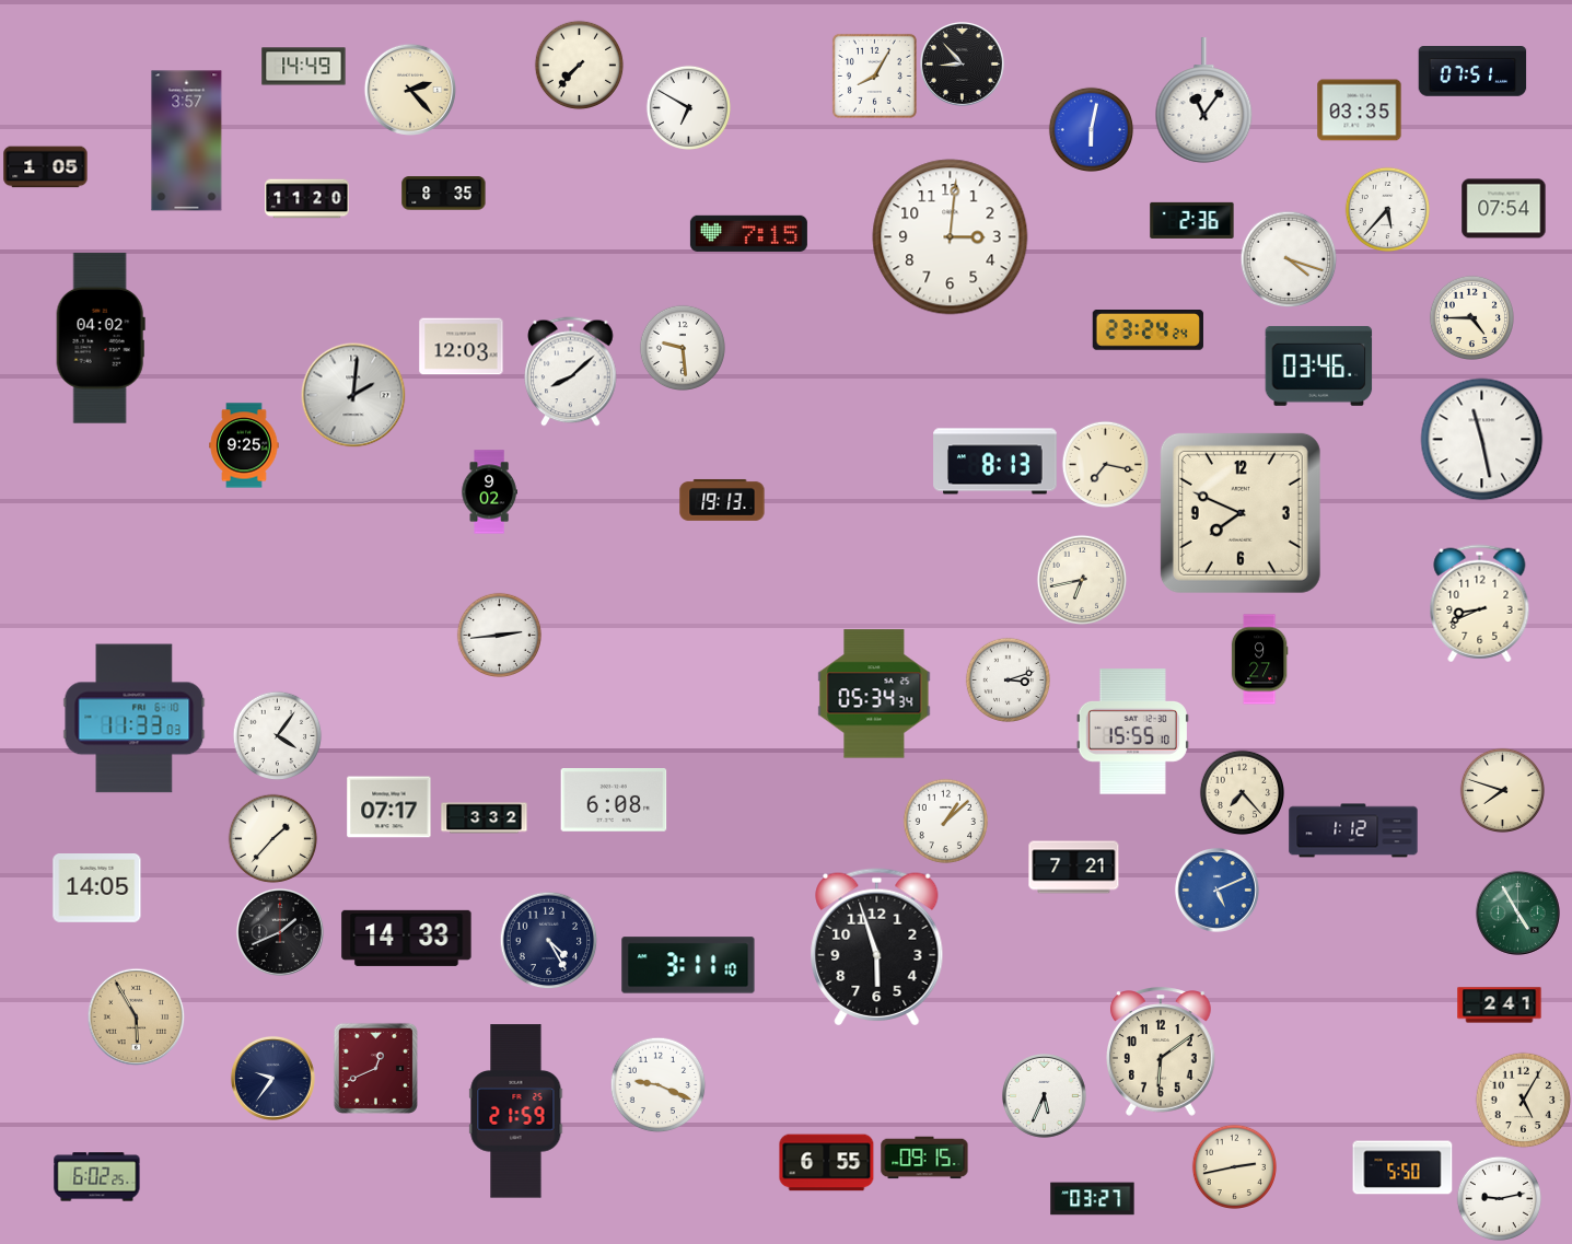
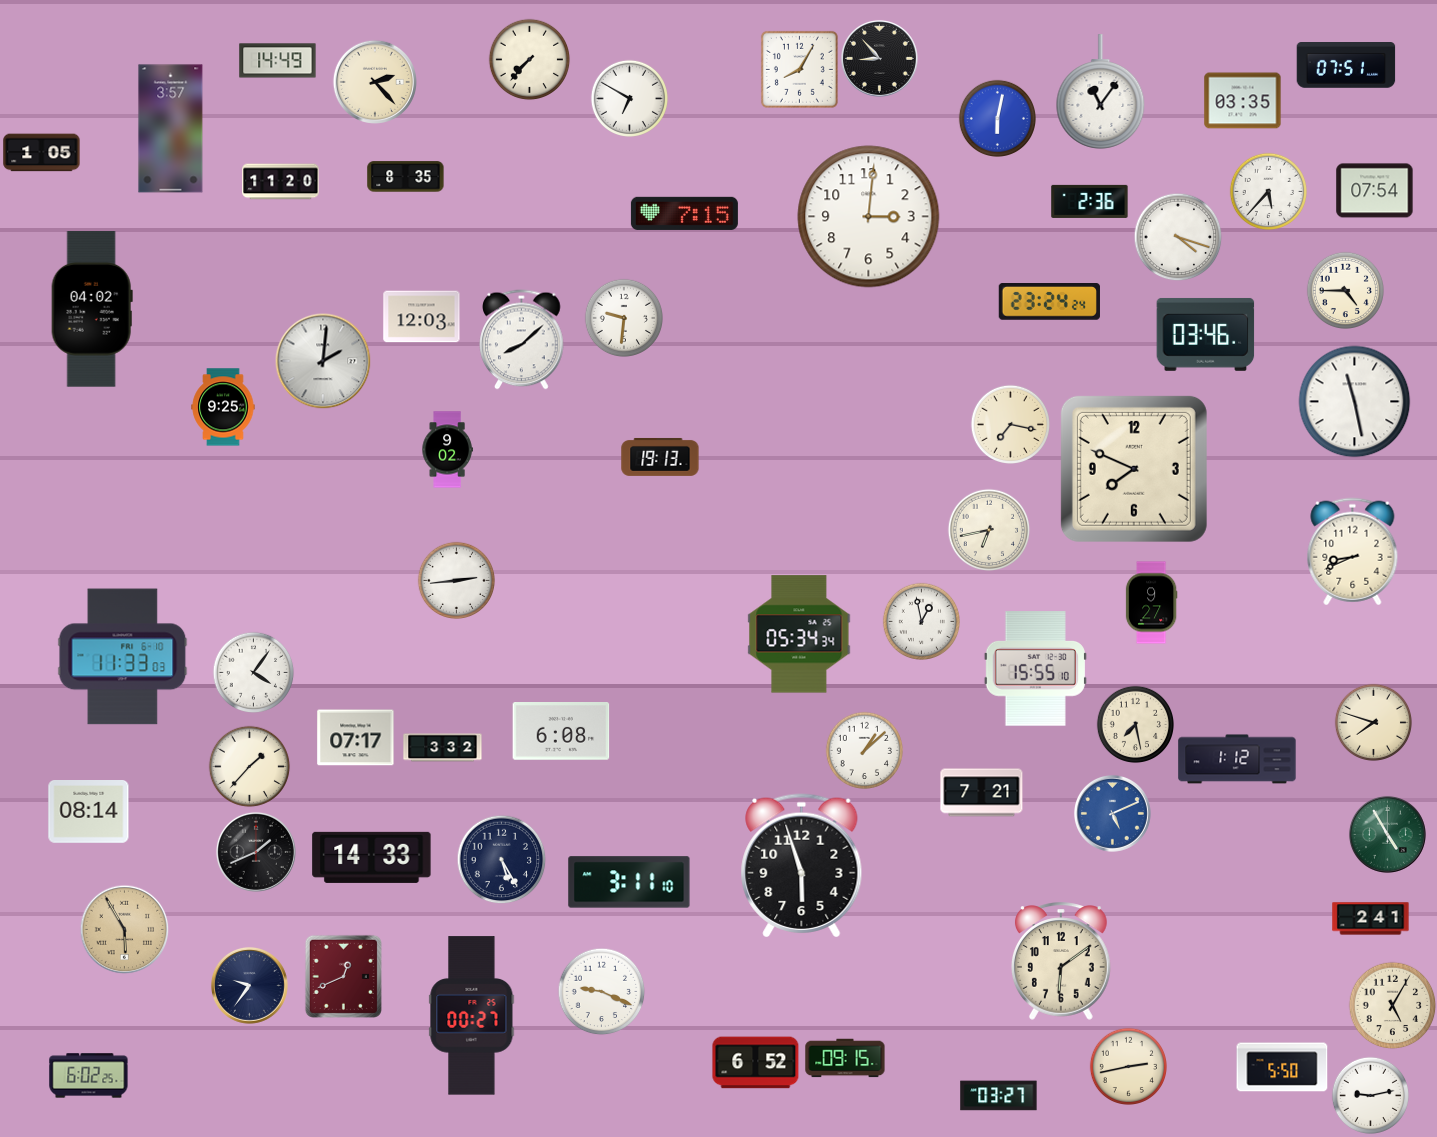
clock at (682, 347): 9:29 -> 9:31
clock at (995, 462): 8:13 -> none
clock at (1008, 679): 3:12 -> 12:58
clock at (1242, 792): 7:23 -> 7:28
clock at (97, 888): 14:05 -> 08:14
clock at (548, 940): 4:25 -> 5:25
clock at (1044, 1095): 5:34 -> none
clock at (516, 1112): 21:59 -> 00:27
clock at (827, 1163): 6:55 -> 6:52
